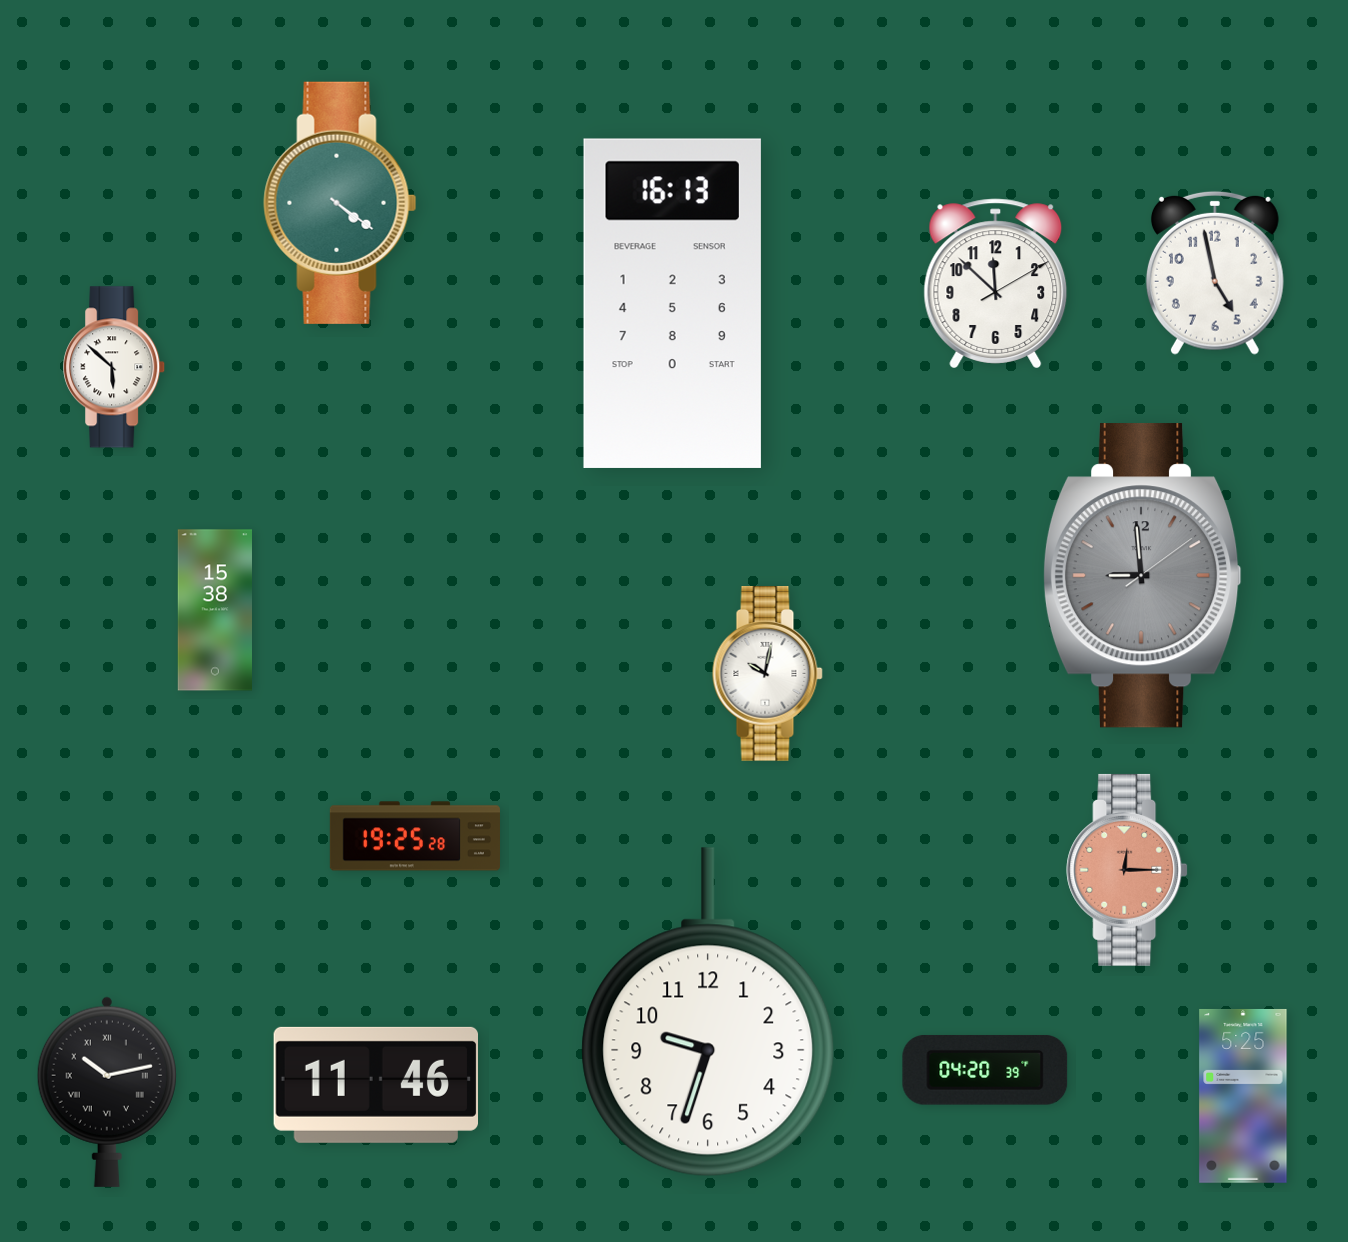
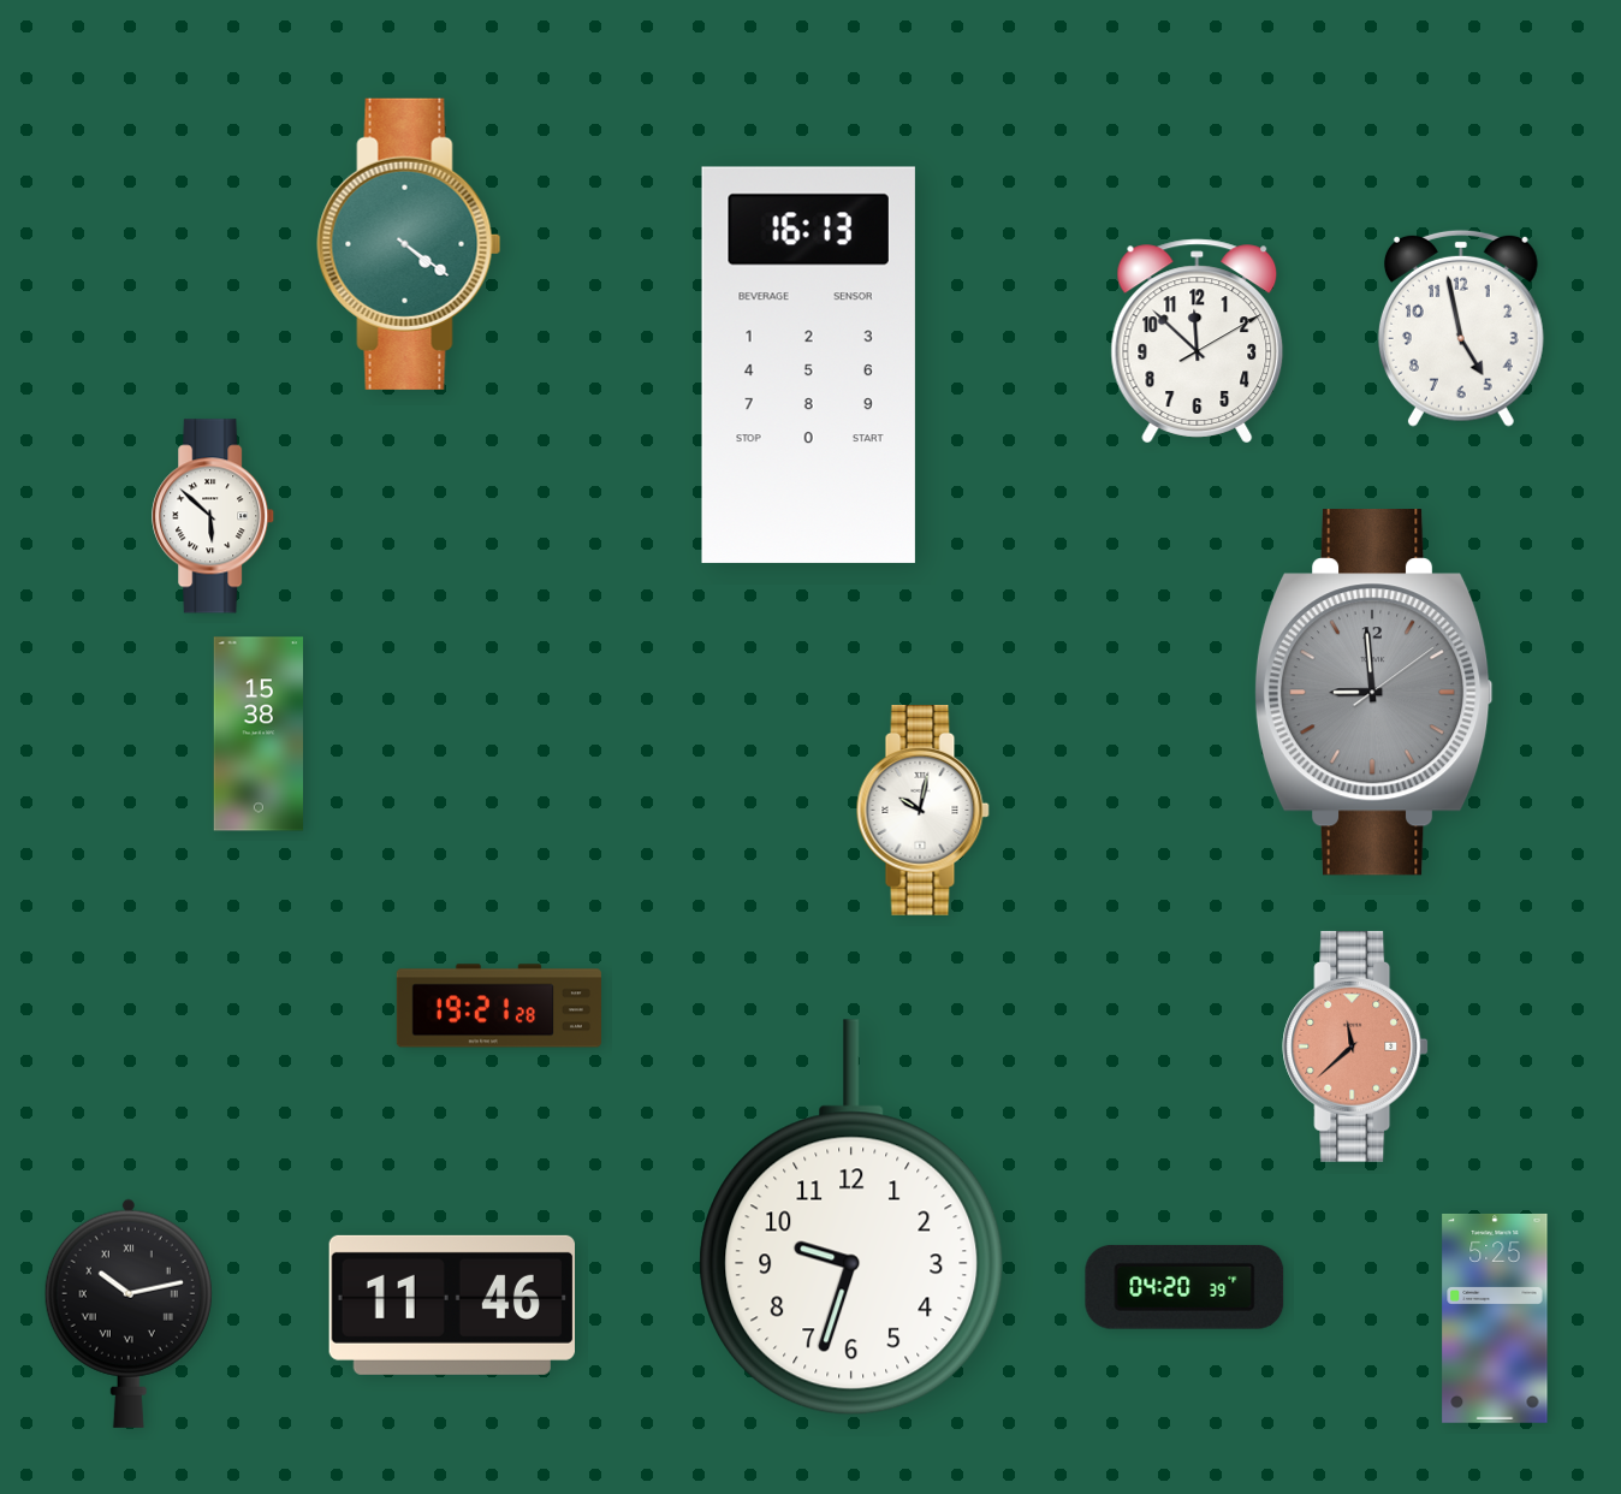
clock at (115, 367) position: (115, 367) -> (214, 516)
clock at (415, 836): 19:25 -> 19:21
clock at (1127, 870): 12:15 -> 11:38
